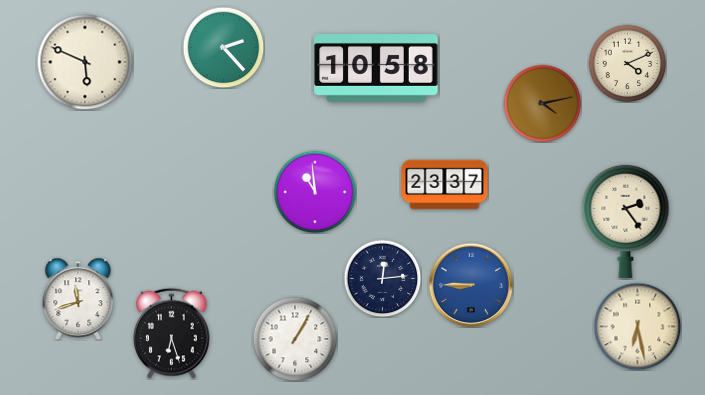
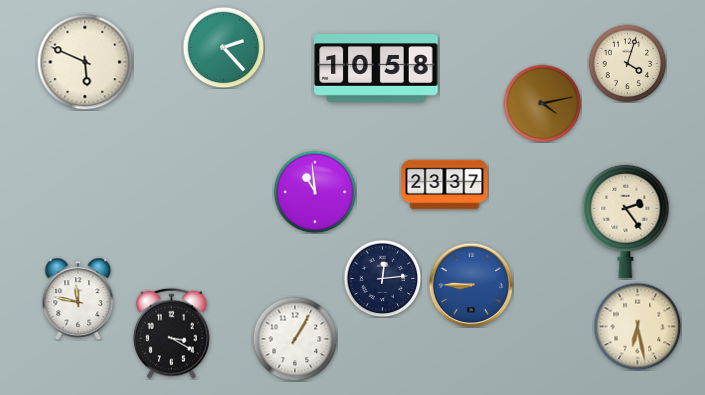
clock at (627, 63): 4:11 -> 4:03
clock at (78, 298): 11:42 -> 11:47
clock at (172, 333): 6:27 -> 3:20
